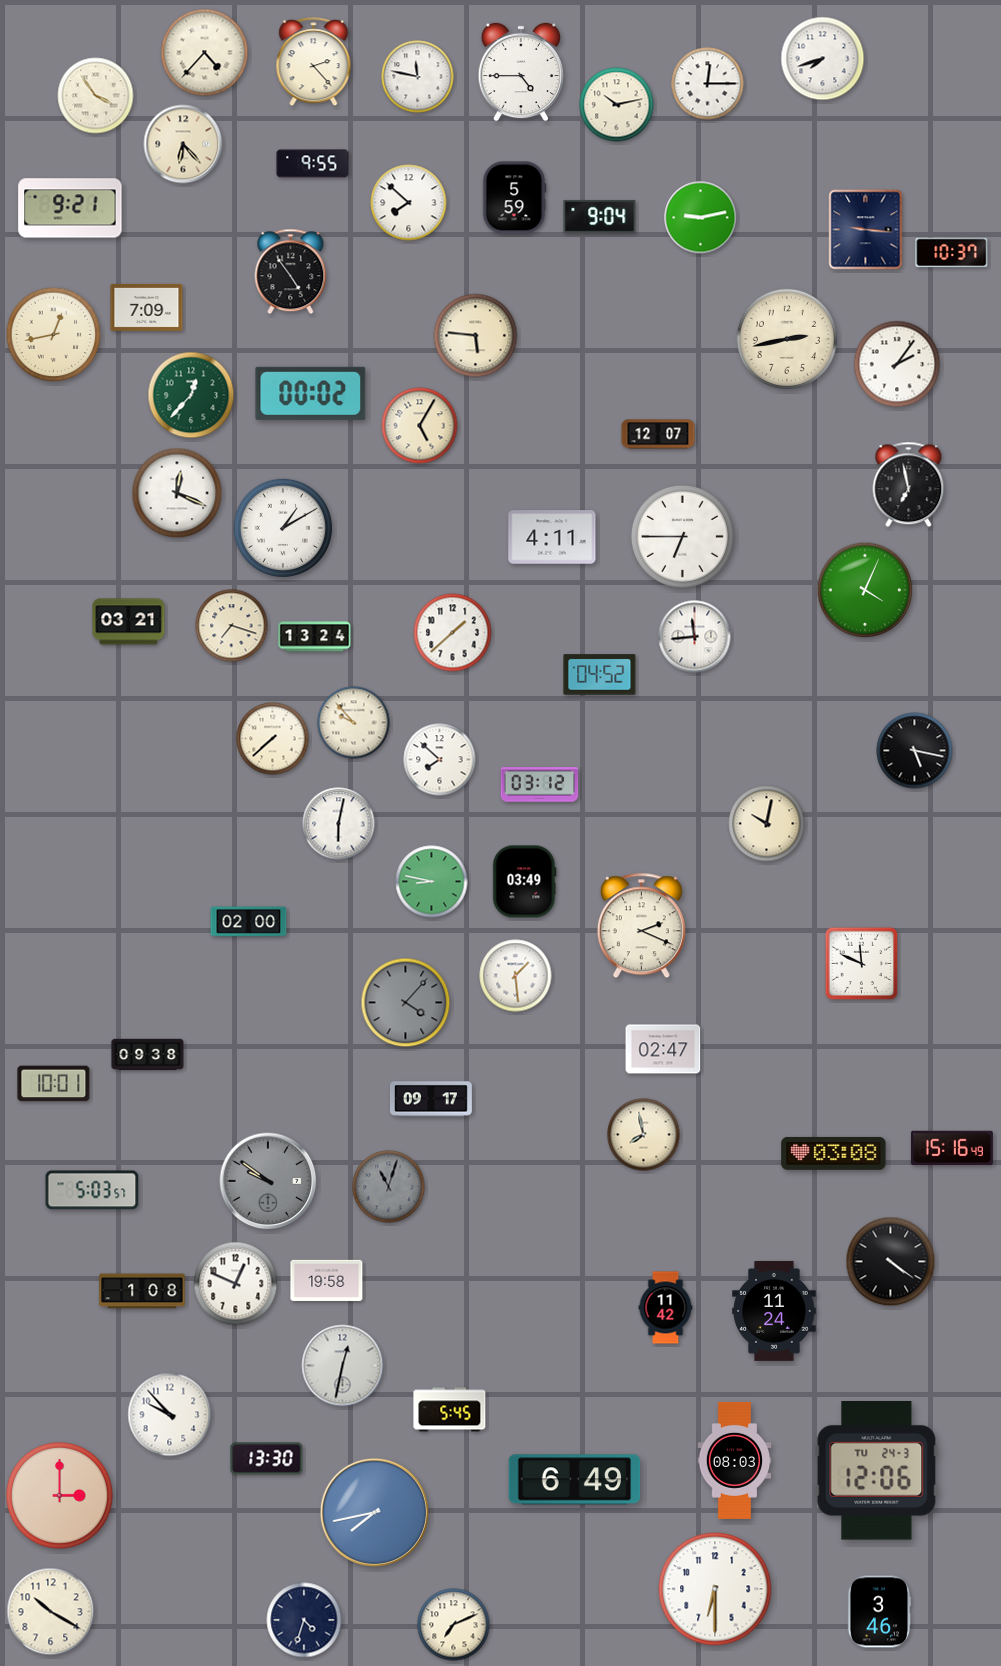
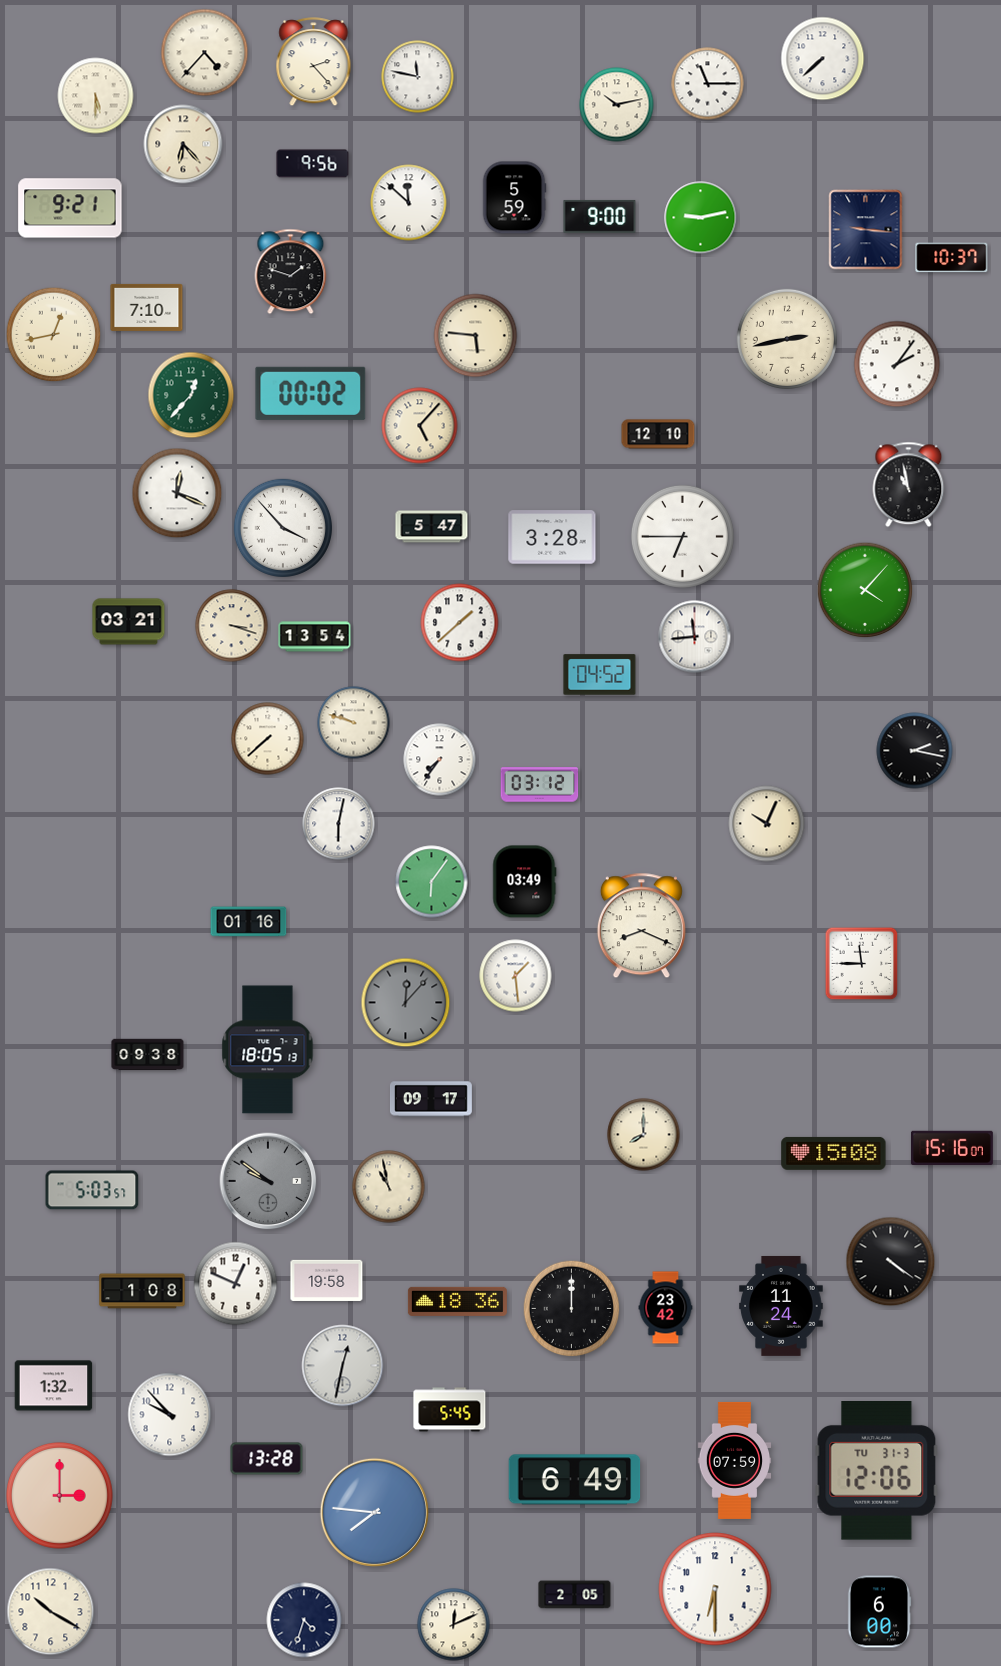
clock at (823, 59): 7:42 -> 7:38
clock at (521, 72): 4:45 -> none
clock at (708, 84): 12:15 -> 11:15
clock at (96, 96): 3:54 -> 5:30
clock at (313, 164): 9:55 -> 9:56
clock at (409, 203): 7:52 -> 11:52
clock at (600, 217): 9:04 -> 9:00
clock at (952, 253) position: (952, 253) -> (952, 258)
clock at (291, 272): 4:54 -> 1:48
clock at (147, 307): 7:09 -> 7:10
clock at (420, 426): 5:05 -> 5:07
clock at (658, 434): 12:07 -> 12:10
clock at (909, 485): 6:58 -> 10:58
clock at (282, 527): 1:10 -> 3:53
clock at (432, 527): none -> 5:47
clock at (552, 537): 4:11 -> 3:28
clock at (865, 590): 4:04 -> 4:07
clock at (232, 626): 7:18 -> 3:18
clock at (453, 633) position: (453, 633) -> (460, 623)
clock at (315, 637): 13:24 -> 13:54
clock at (354, 723): 9:53 -> 9:48
clock at (273, 739) position: (273, 739) -> (268, 739)
clock at (915, 751): 5:17 -> 2:17
clock at (440, 760): 7:52 -> 7:36
clock at (767, 824): 10:02 -> 10:04
clock at (432, 882): 8:47 -> 6:06
clock at (249, 922): 02:00 -> 01:16
clock at (641, 926): 2:19 -> 8:19
clock at (862, 964): 11:49 -> 11:45
clock at (406, 1003): 4:07 -> 12:07
clock at (663, 1049): 02:47 -> none
clock at (268, 1050): none -> 18:05
clock at (54, 1084): 10:01 -> none
clock at (644, 1135): 7:58 -> 8:00
clock at (952, 1148): 15:16:49 -> 15:16:07
clock at (834, 1153): 03:08 -> 15:08
clock at (389, 1187): 11:03 -> 10:58
clock at (389, 1187) dial: grey -> cream
clock at (457, 1301): none -> 18:36
clock at (666, 1308): 11:42 -> 23:42
clock at (572, 1309): none -> 12:00
clock at (774, 1311) position: (774, 1311) -> (781, 1306)
clock at (54, 1386): none -> 1:32
clock at (267, 1459): 13:30 -> 13:28
clock at (735, 1460): 08:03 -> 07:59
clock at (877, 1471) date: TU 24-3 -> TU 31-3
clock at (374, 1512): 7:43 -> 7:46
clock at (575, 1595): none -> 2:05
clock at (879, 1612): 3:46 -> 6:00
clock at (454, 1625): 7:11 -> 12:11
